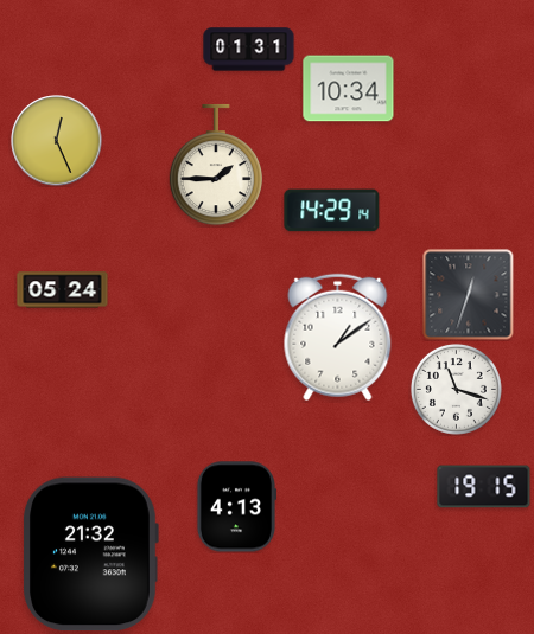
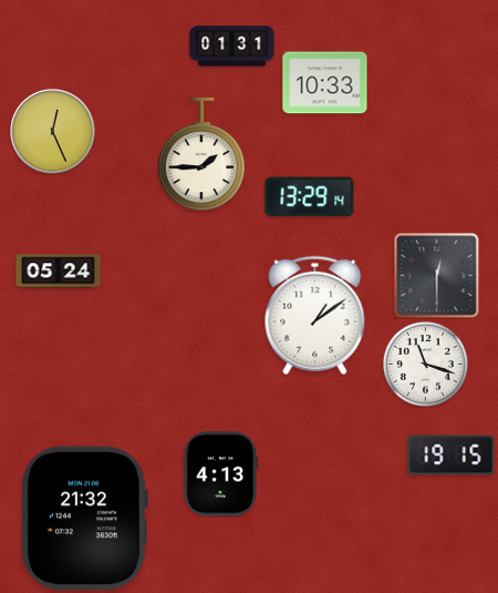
clock at (349, 89): 10:34 -> 10:33
clock at (332, 211): 14:29 -> 13:29
clock at (469, 295): 12:33 -> 12:30
